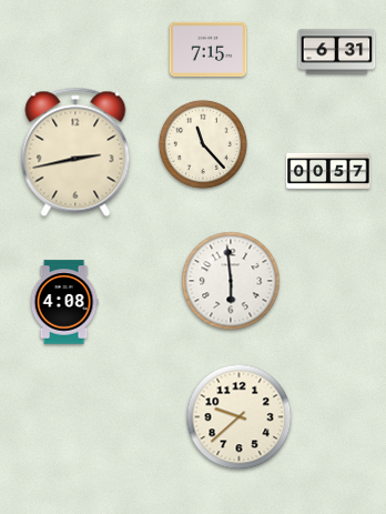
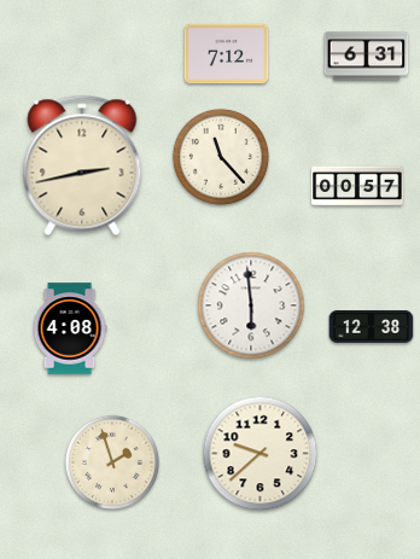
clock at (209, 49): 7:15 -> 7:12
clock at (372, 327): none -> 12:38
clock at (112, 462): none -> 1:57
